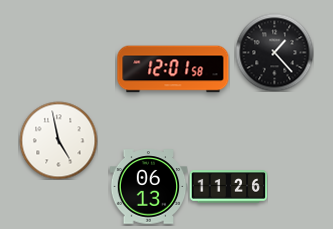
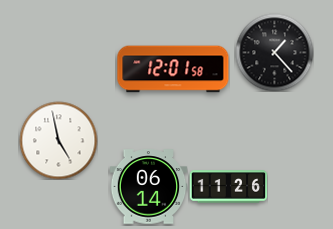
clock at (148, 187): 06:13 -> 06:14
